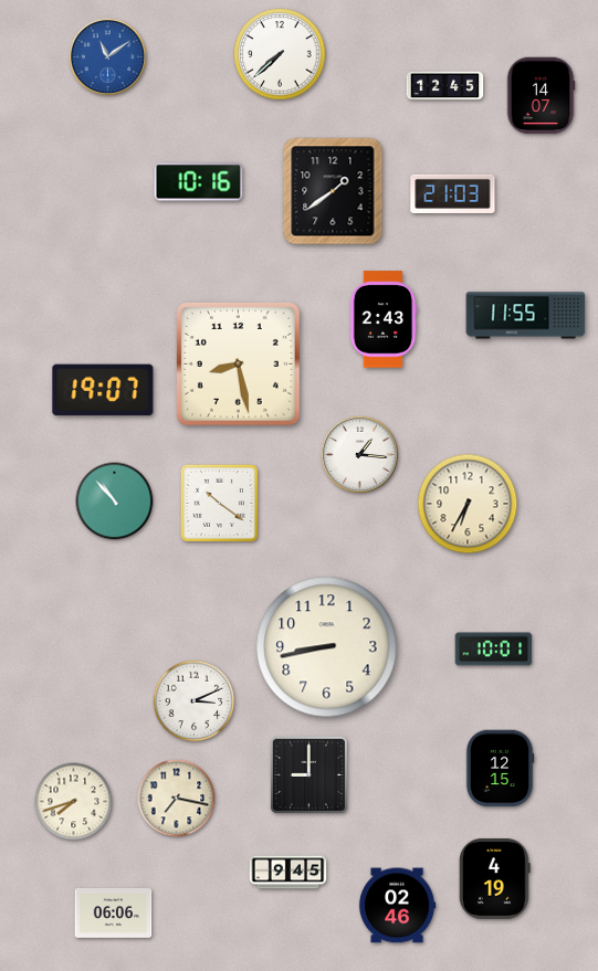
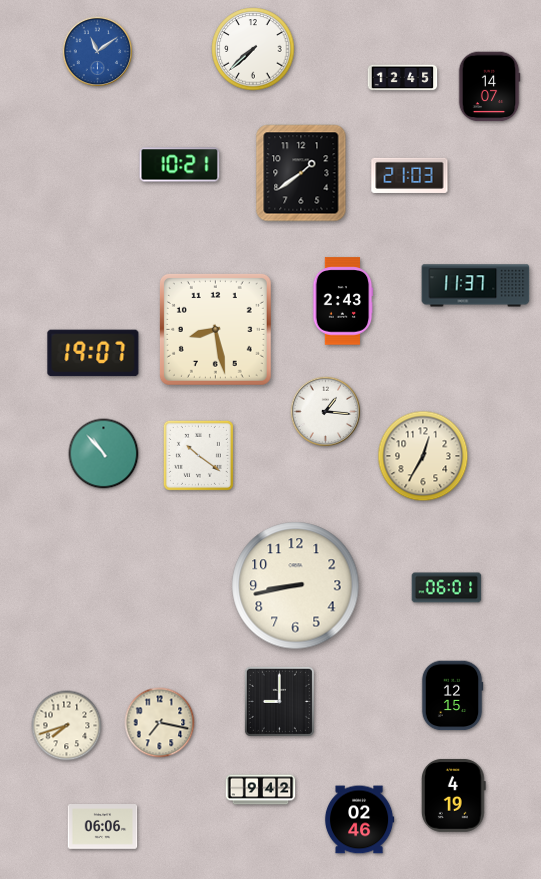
clock at (199, 182): 10:16 -> 10:21
clock at (526, 316): 11:55 -> 11:37
clock at (384, 319) position: (384, 319) -> (343, 301)
clock at (468, 504): 6:35 -> 12:35
clock at (494, 650): 10:01 -> 06:01
clock at (195, 701): 3:11 -> none
clock at (288, 873): 9:45 -> 9:42
clock at (495, 878) position: (495, 878) -> (454, 795)
